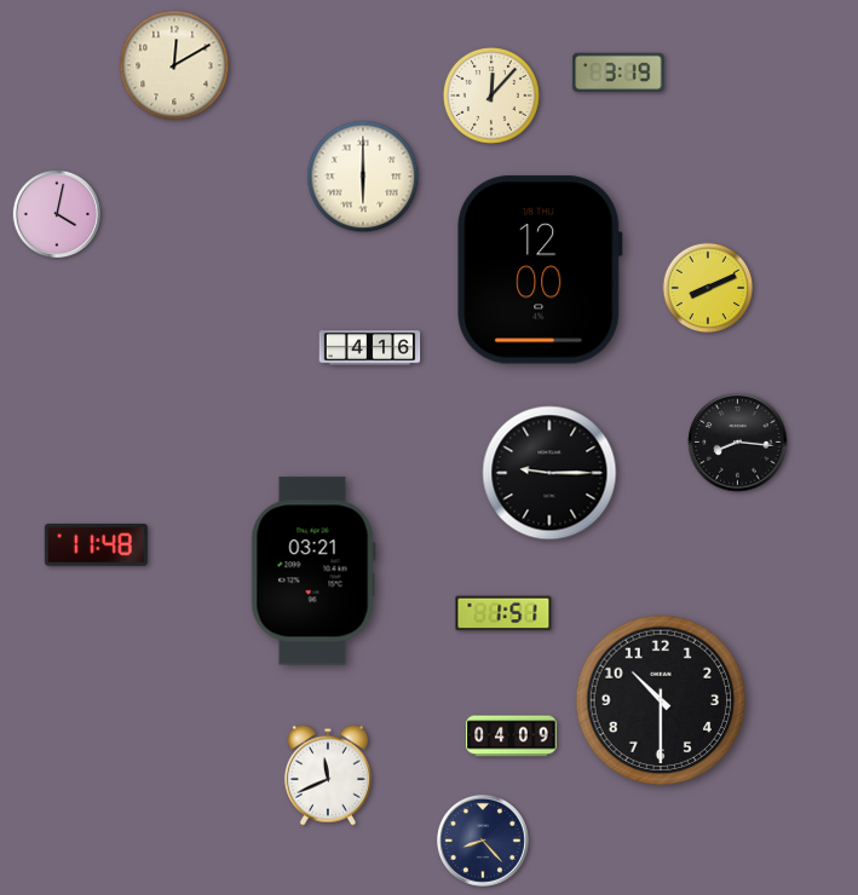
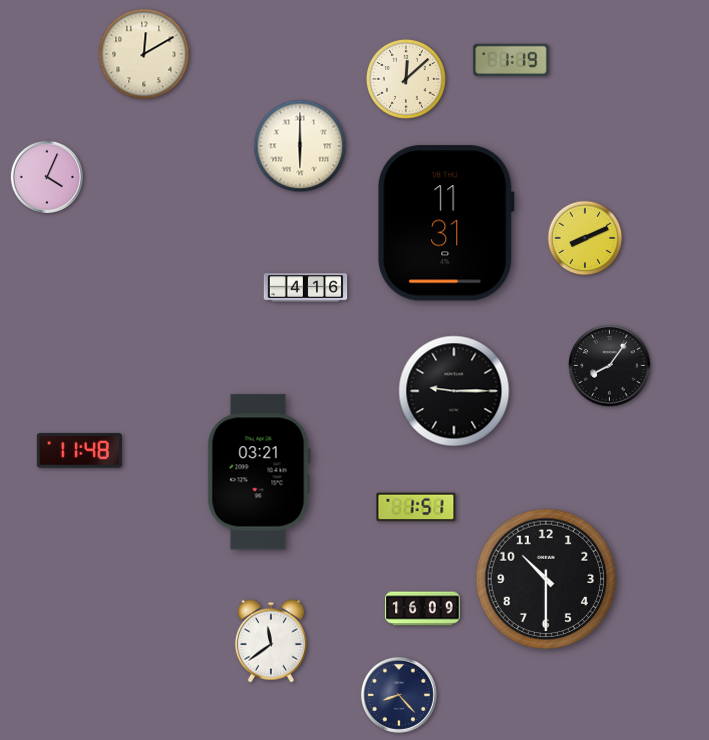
clock at (618, 73): 3:19 -> 1:19
clock at (491, 96): 12:07 -> 12:08
clock at (56, 213): 4:02 -> 4:04
clock at (540, 270): 12:00 -> 11:31
clock at (738, 443): 8:16 -> 8:06
clock at (512, 737): 04:09 -> 16:09
clock at (328, 775): 11:41 -> 11:39
